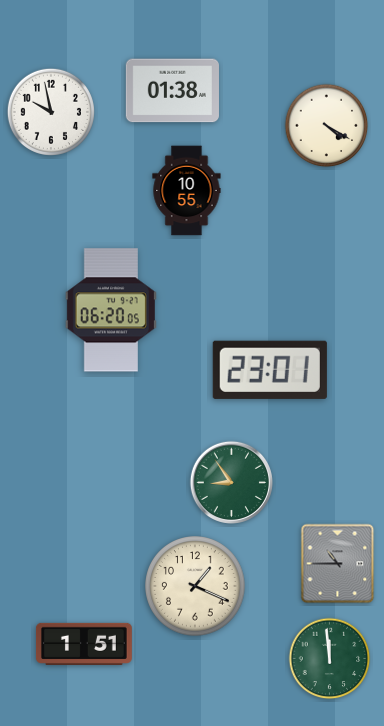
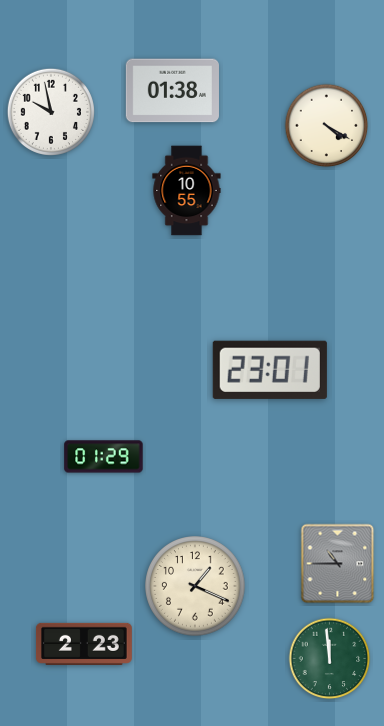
clock at (111, 310): 06:20 -> none
clock at (104, 457): none -> 01:29
clock at (231, 482): 8:54 -> none
clock at (84, 644): 1:51 -> 2:23
